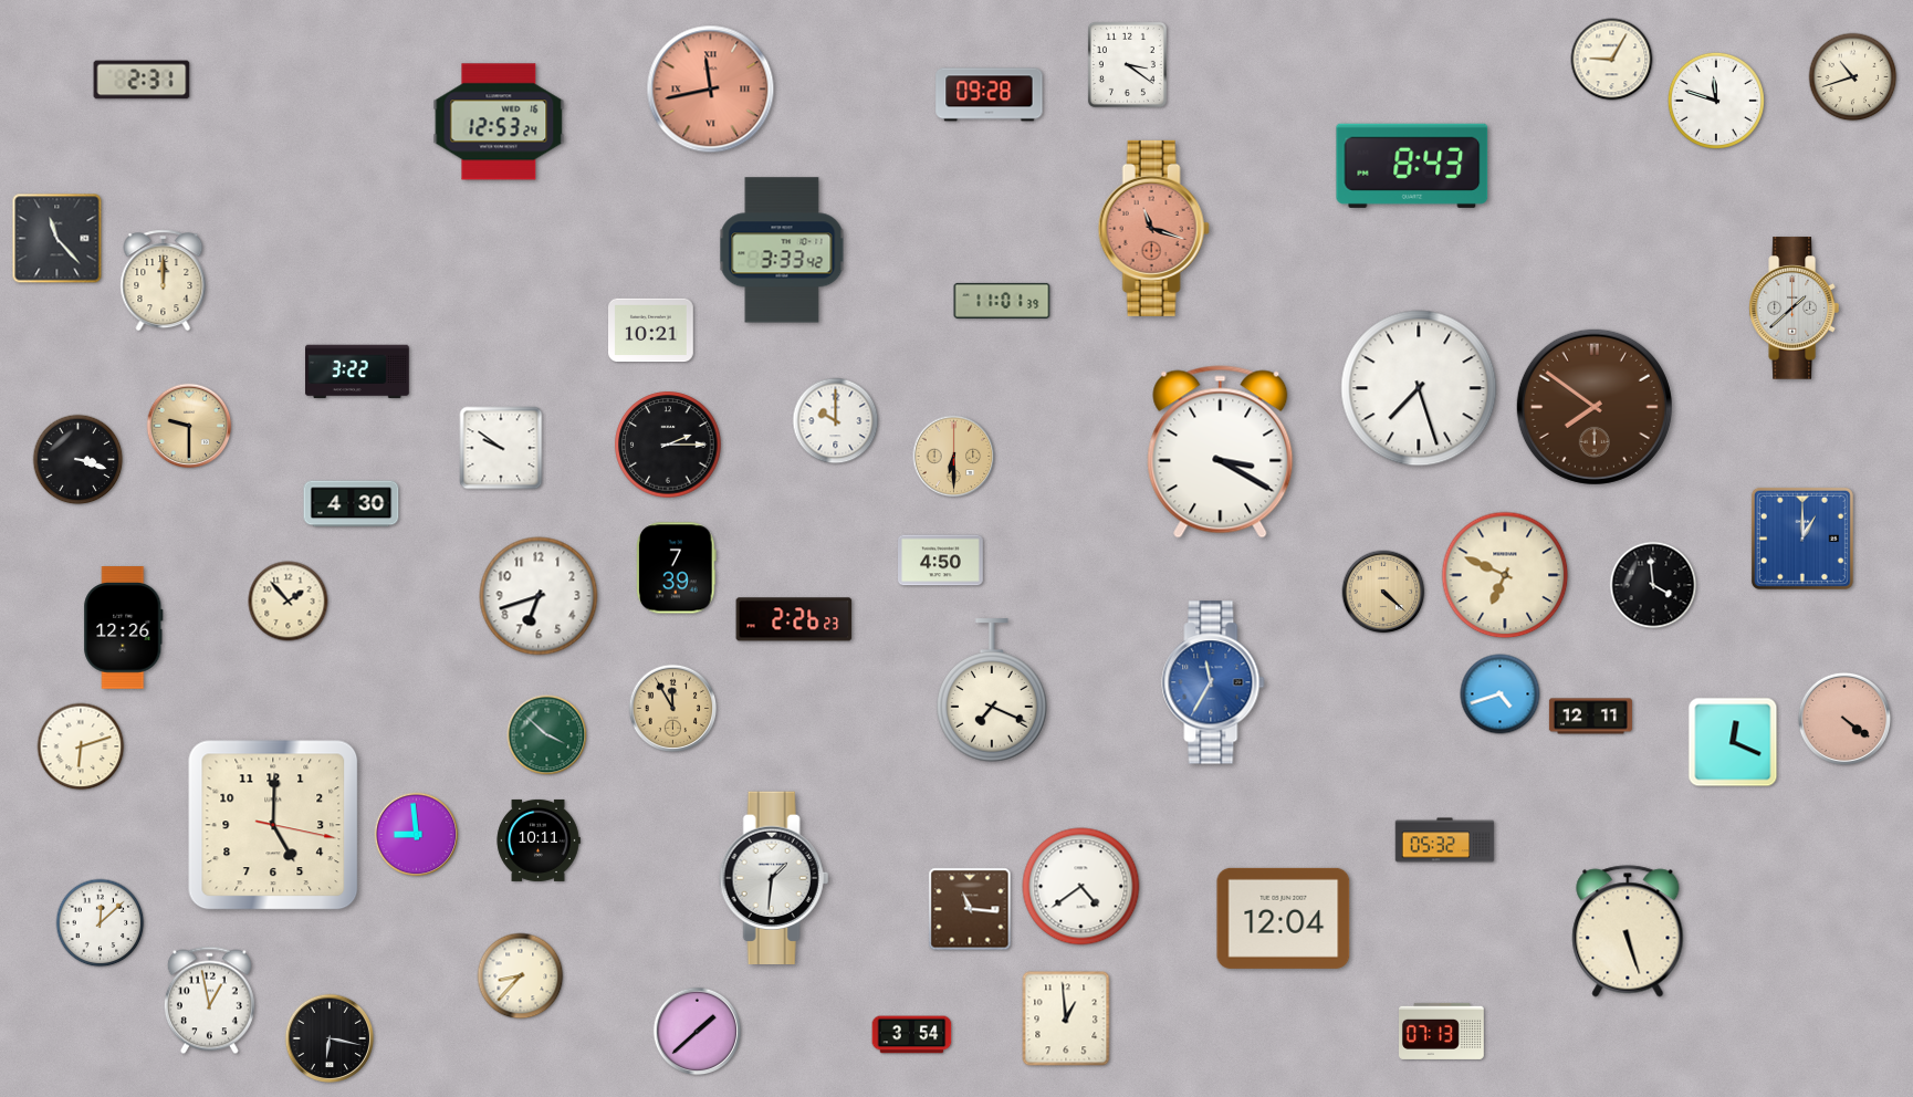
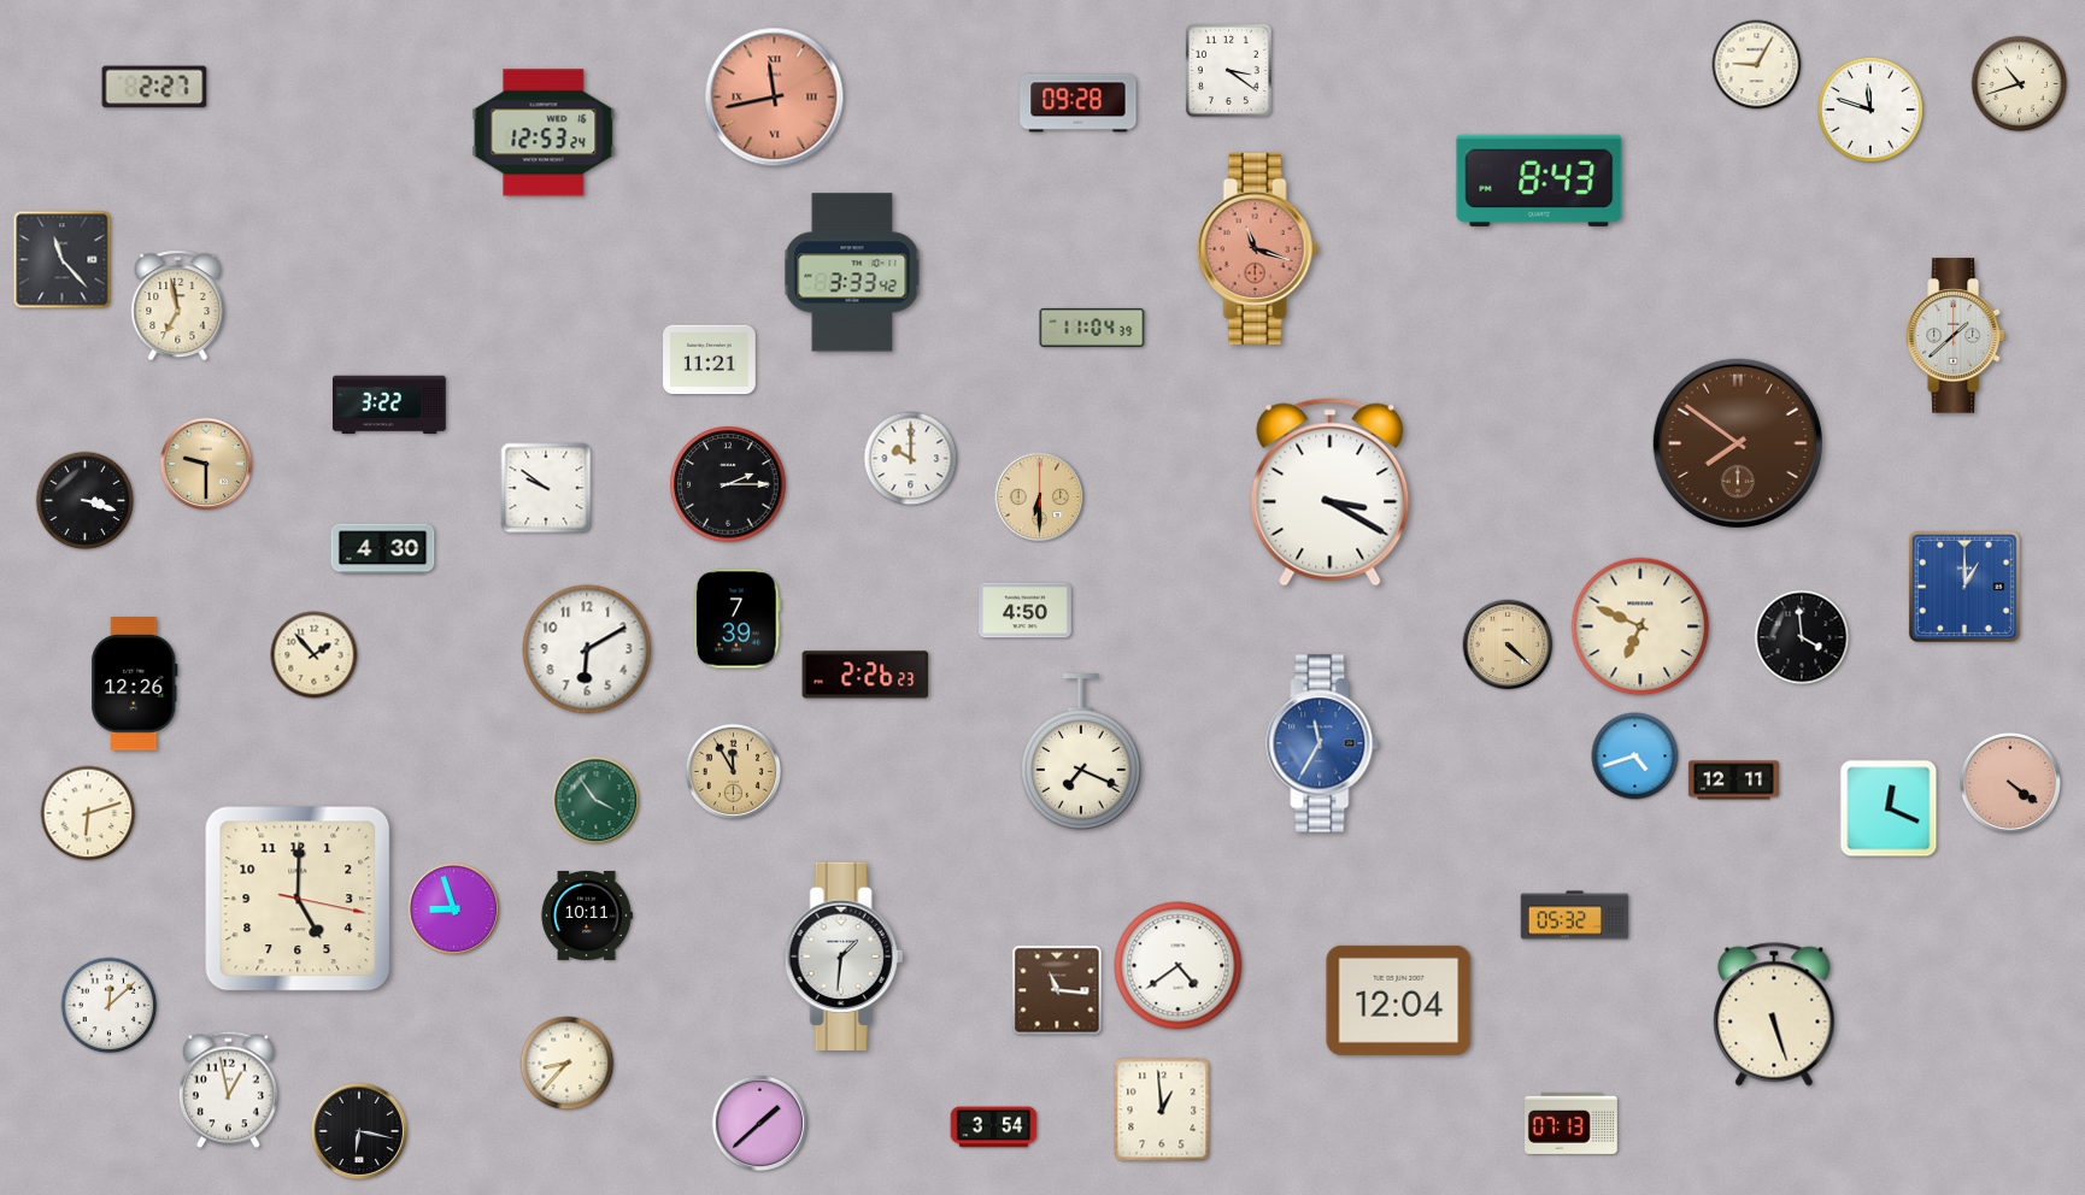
clock at (142, 80): 2:31 -> 2:27
clock at (164, 281): 12:00 -> 6:58
clock at (1002, 301): 11:01 -> 11:04
clock at (651, 331): 10:21 -> 11:21
clock at (1419, 388): 7:27 -> none
clock at (539, 596): 6:42 -> 6:10
clock at (547, 735): 3:52 -> 3:54
clock at (417, 835): 8:59 -> 8:57
